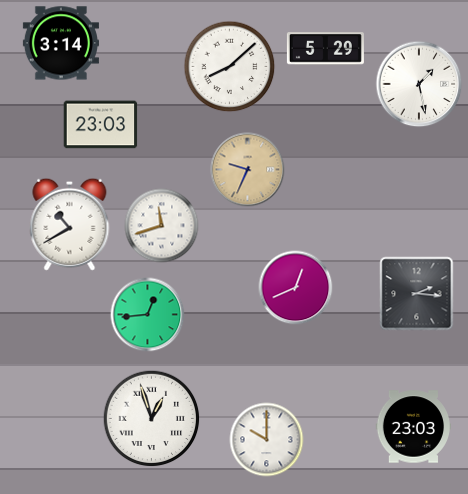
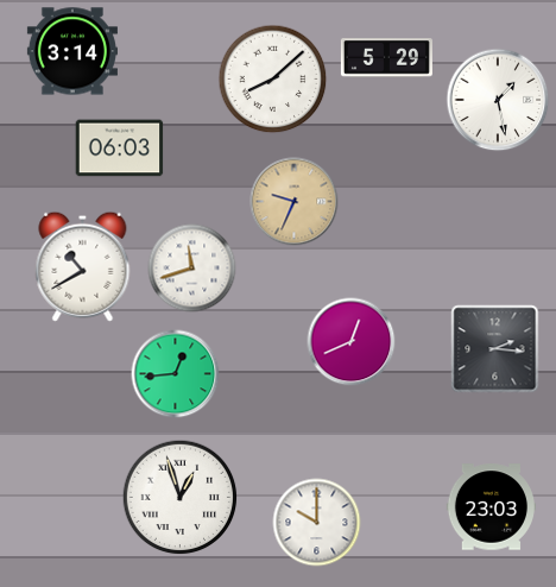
clock at (101, 125): 23:03 -> 06:03
